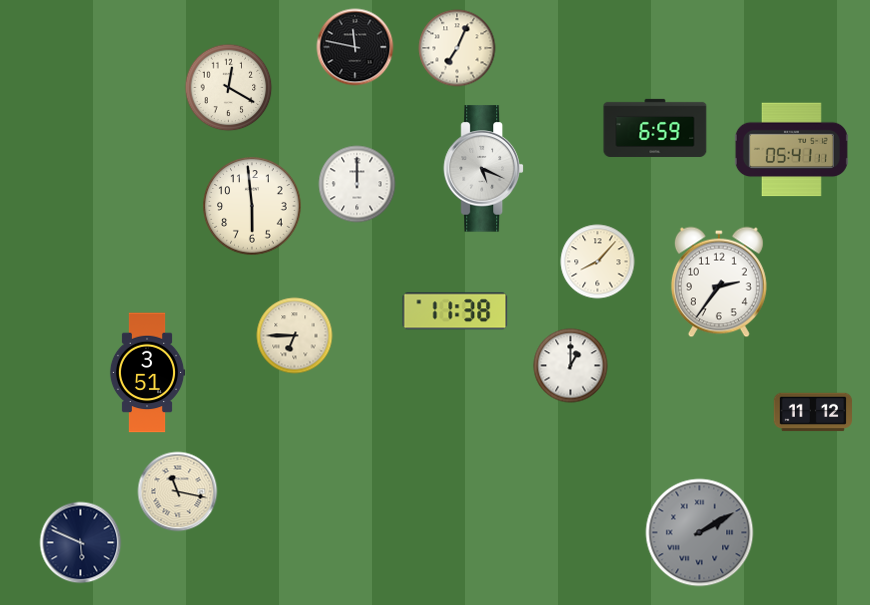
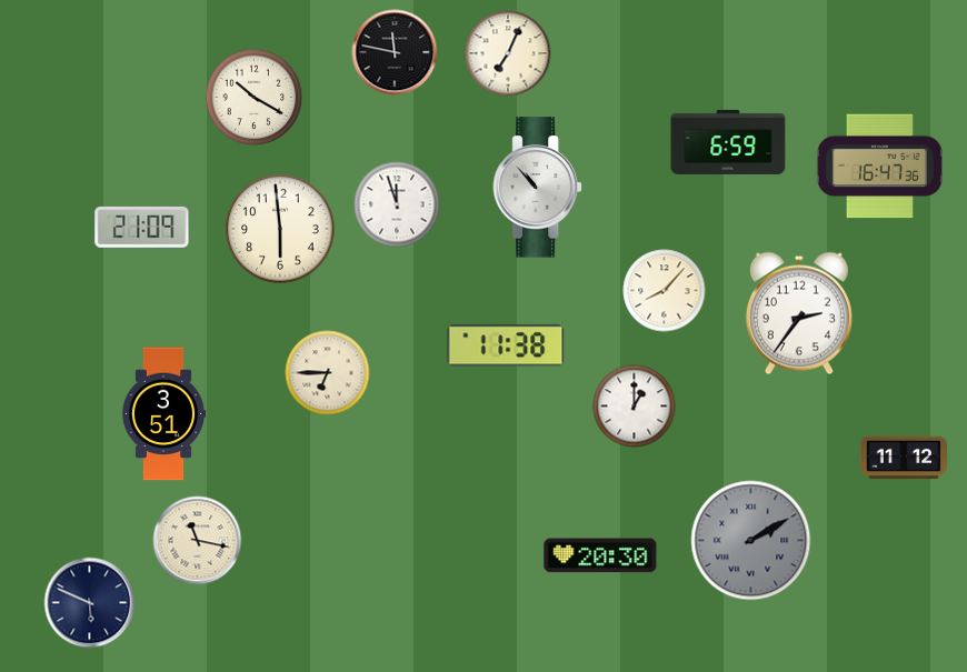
clock at (229, 88): 12:20 -> 10:20
clock at (791, 150): 05:41 -> 16:47
clock at (483, 169): 5:19 -> 10:53
clock at (357, 184): 12:00 -> 11:57
clock at (142, 227): none -> 21:09
clock at (178, 492) position: (178, 492) -> (198, 541)
clock at (600, 555): none -> 20:30
clock at (700, 533) position: (700, 533) -> (751, 541)
